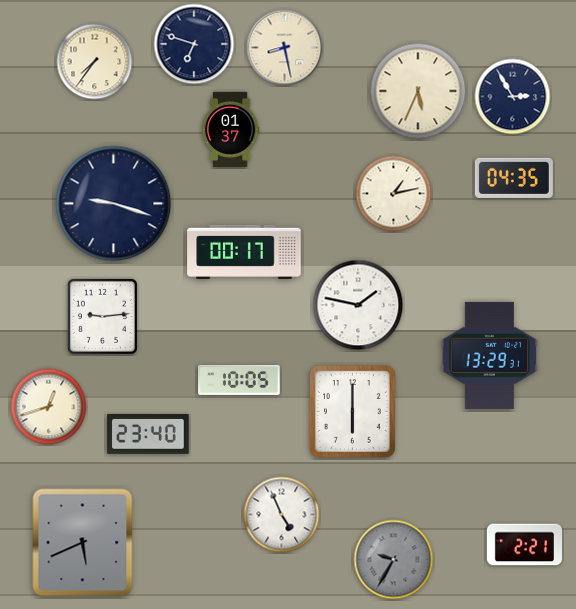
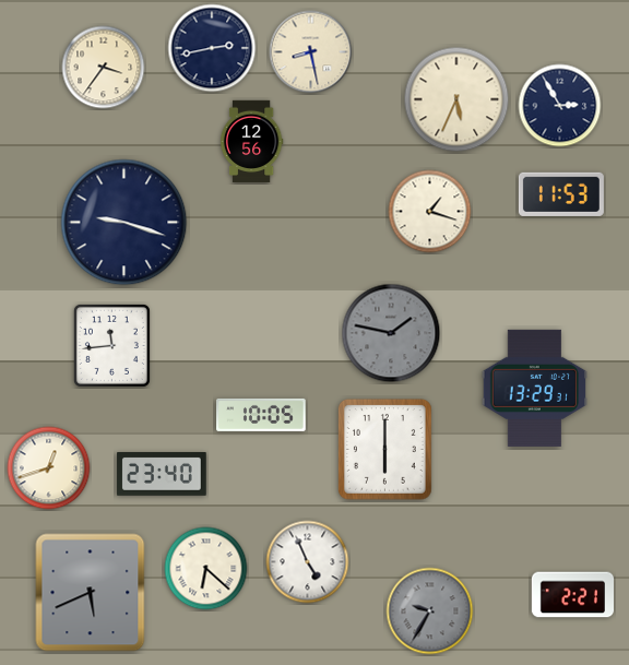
clock at (194, 44): 6:48 -> 2:43
clock at (95, 62): 7:36 -> 3:36
clock at (230, 129): 01:37 -> 12:56
clock at (514, 178): 04:35 -> 11:53
clock at (394, 194): 1:13 -> 1:18
clock at (244, 252): 00:17 -> none
clock at (358, 305) dial: white -> grey
clock at (102, 316): 9:14 -> 11:44
clock at (49, 407) position: (49, 407) -> (49, 468)
clock at (206, 569): none -> 6:22
